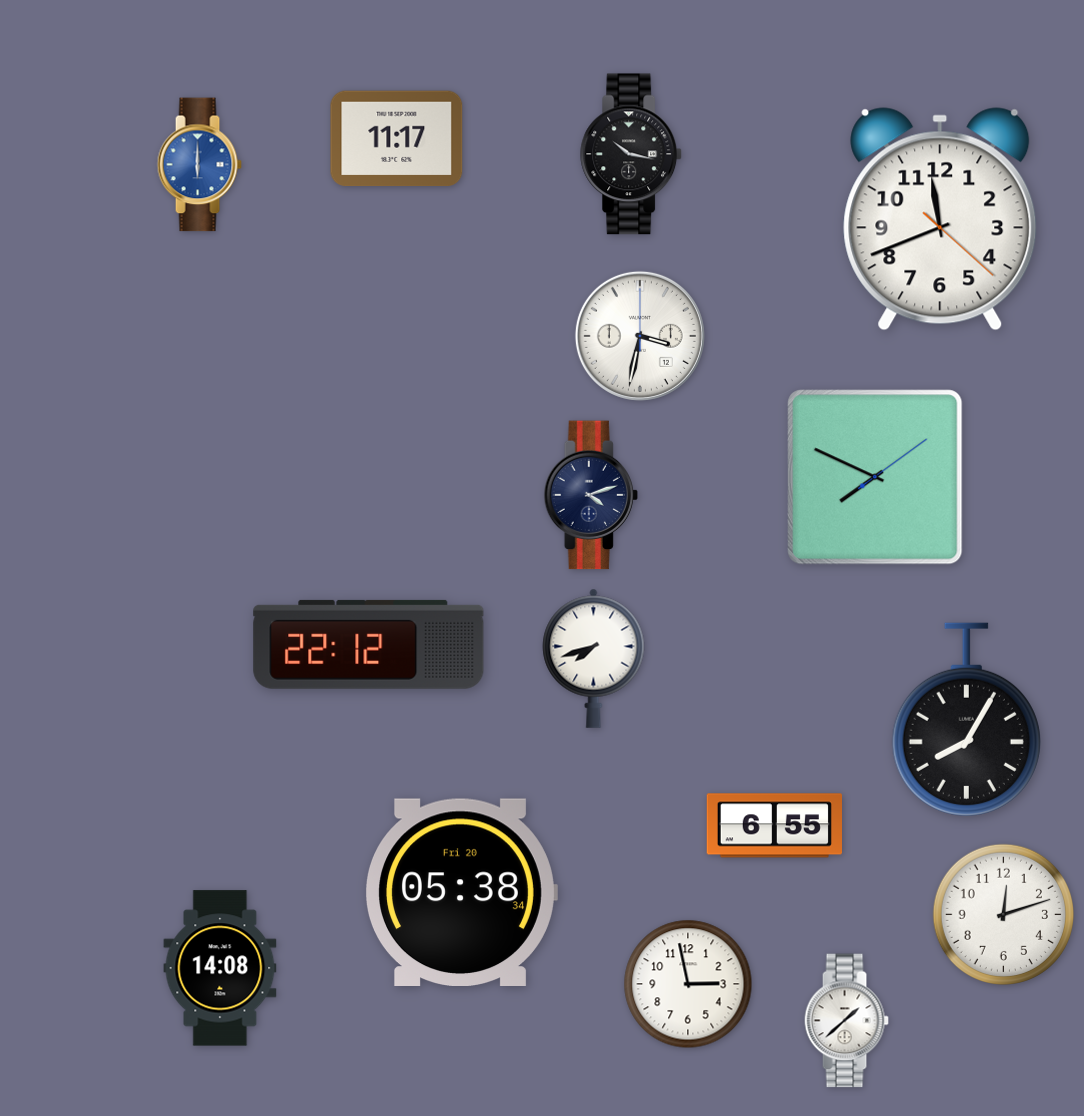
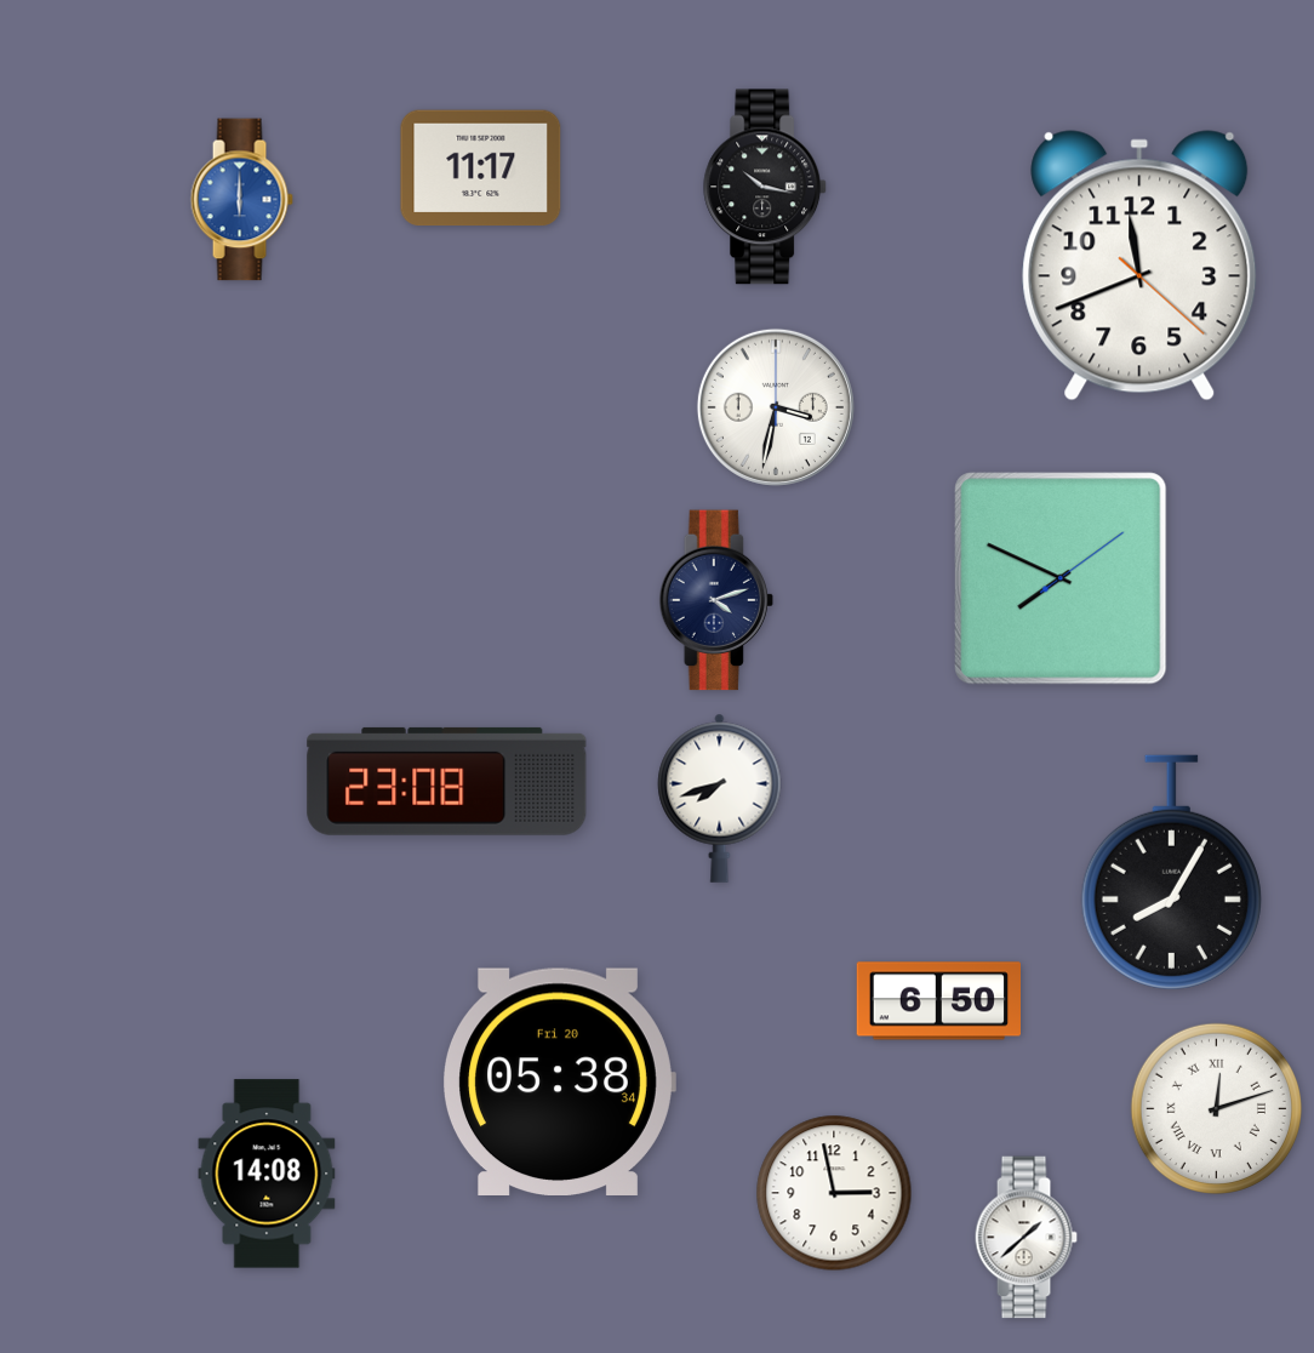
clock at (369, 644): 22:12 -> 23:08
clock at (774, 826): 6:55 -> 6:50
clock at (1003, 914) numerals: Arabic -> Roman
